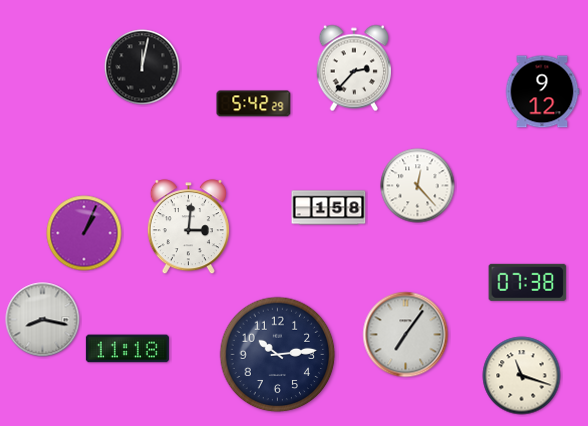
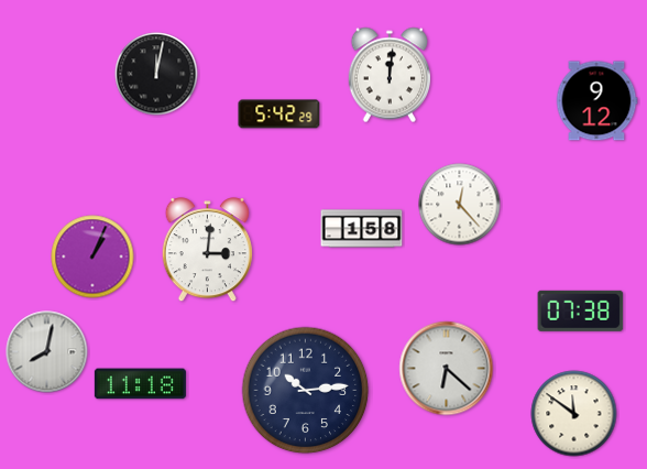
clock at (353, 68): 2:37 -> 12:01
clock at (43, 320): 8:17 -> 8:02
clock at (406, 335): 7:06 -> 6:22
clock at (522, 376): 11:18 -> 11:51
